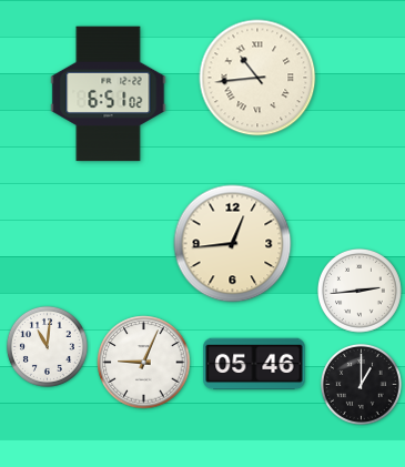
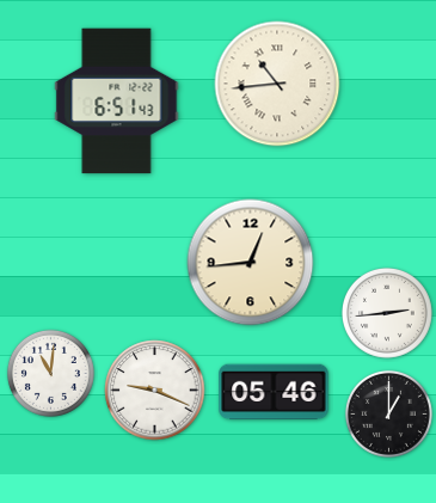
clock at (109, 94): 6:51:02 -> 6:51:43
clock at (144, 363): 9:04 -> 9:19
